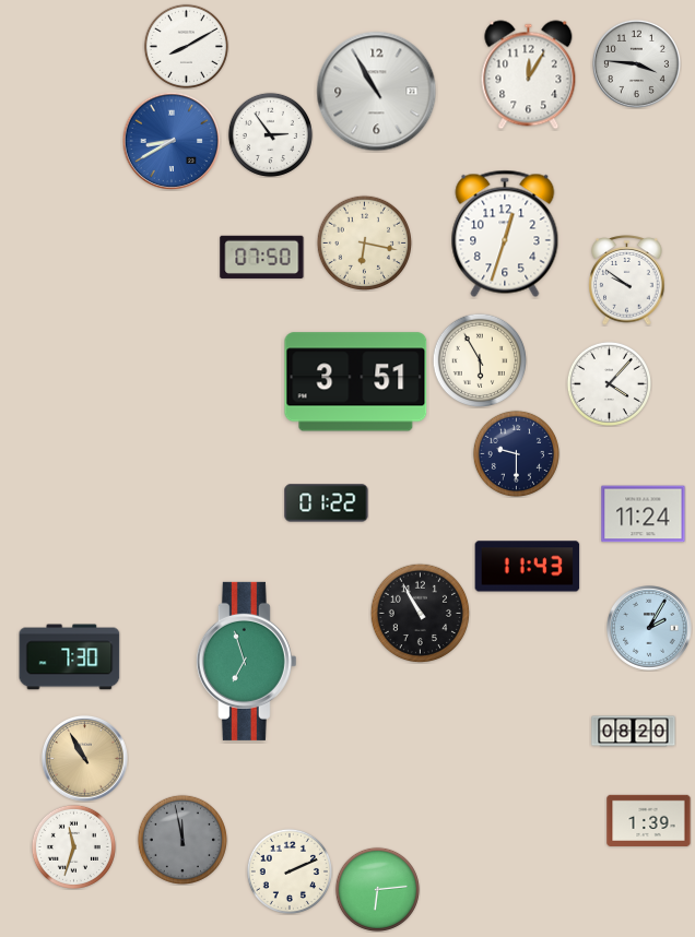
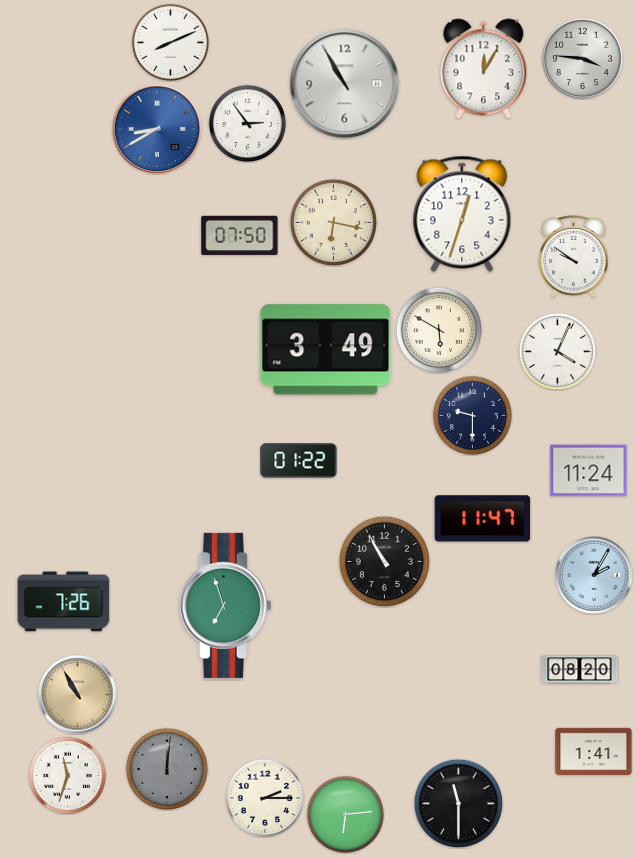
clock at (186, 46): 8:10 -> 8:11
clock at (479, 359): 5:55 -> 5:50
clock at (356, 382): 3:51 -> 3:49
clock at (609, 383): 4:07 -> 4:04
clock at (528, 567): 11:43 -> 11:47
clock at (70, 657): 7:30 -> 7:26
clock at (649, 820): 1:39 -> 1:41
clock at (181, 839): 11:58 -> 12:01
clock at (290, 871): 2:11 -> 2:15
clock at (458, 803): none -> 11:30
